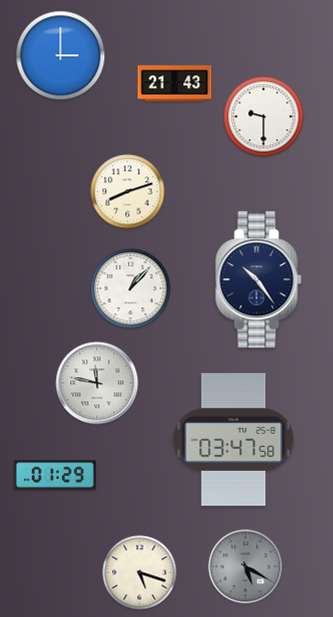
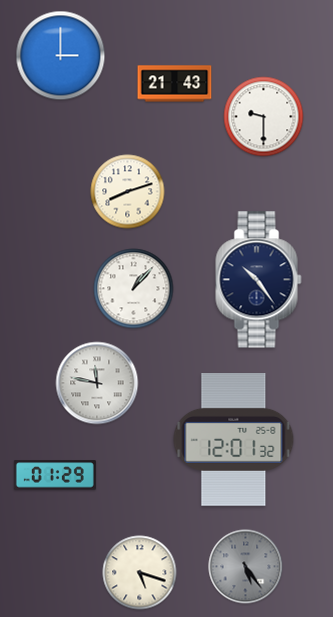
clock at (131, 289) position: (131, 289) -> (134, 289)
clock at (234, 440): 03:47 -> 12:01
clock at (246, 567): 5:20 -> 5:24
